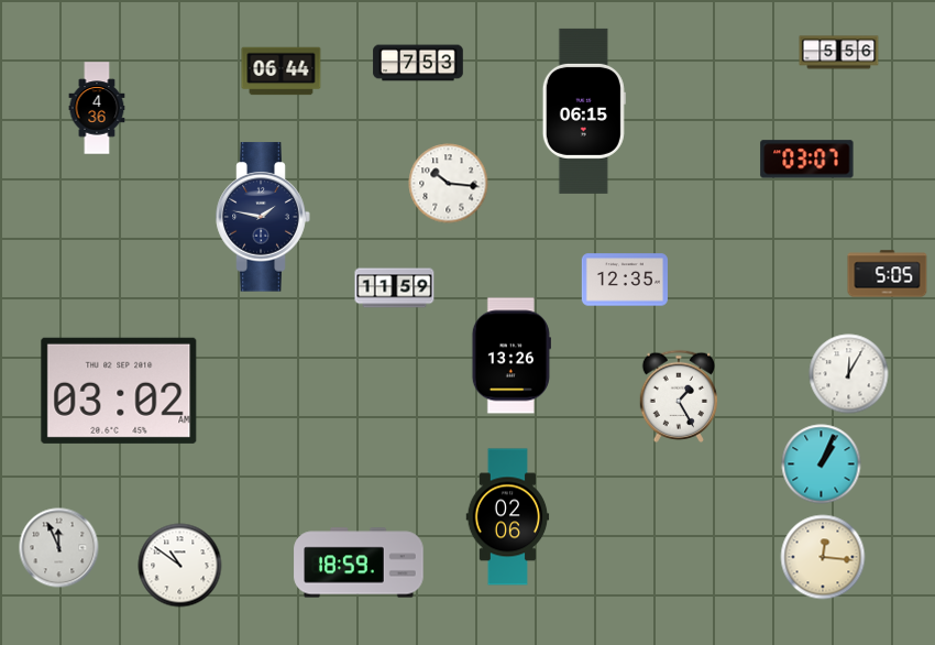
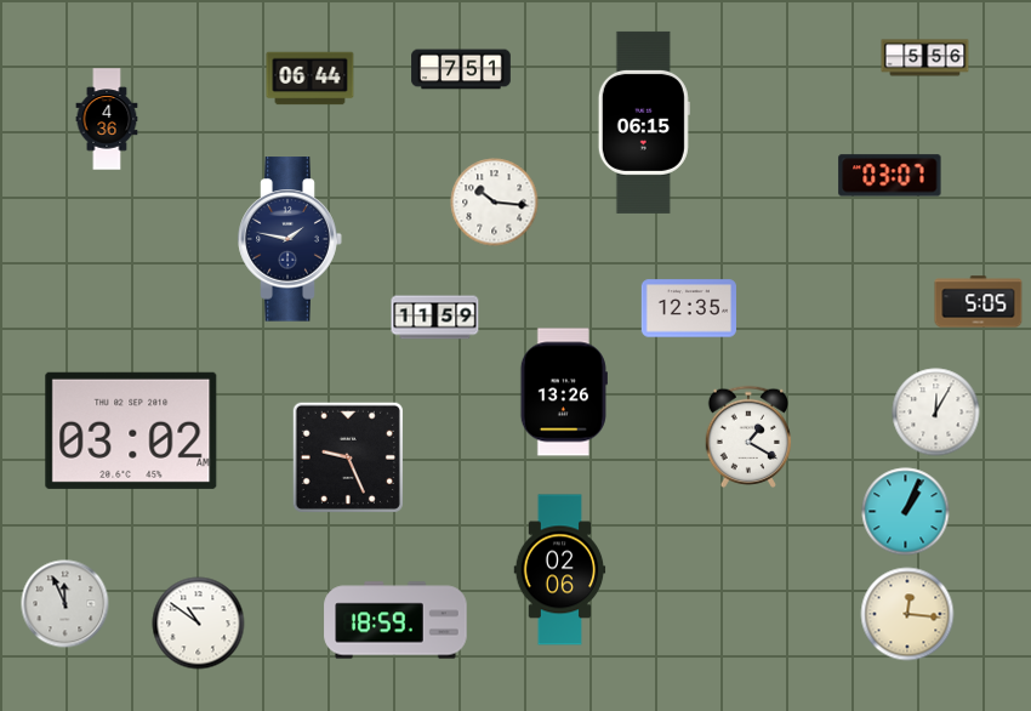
clock at (418, 63): 7:53 -> 7:51
clock at (679, 396): 1:25 -> 1:20
clock at (348, 457): none -> 9:26
